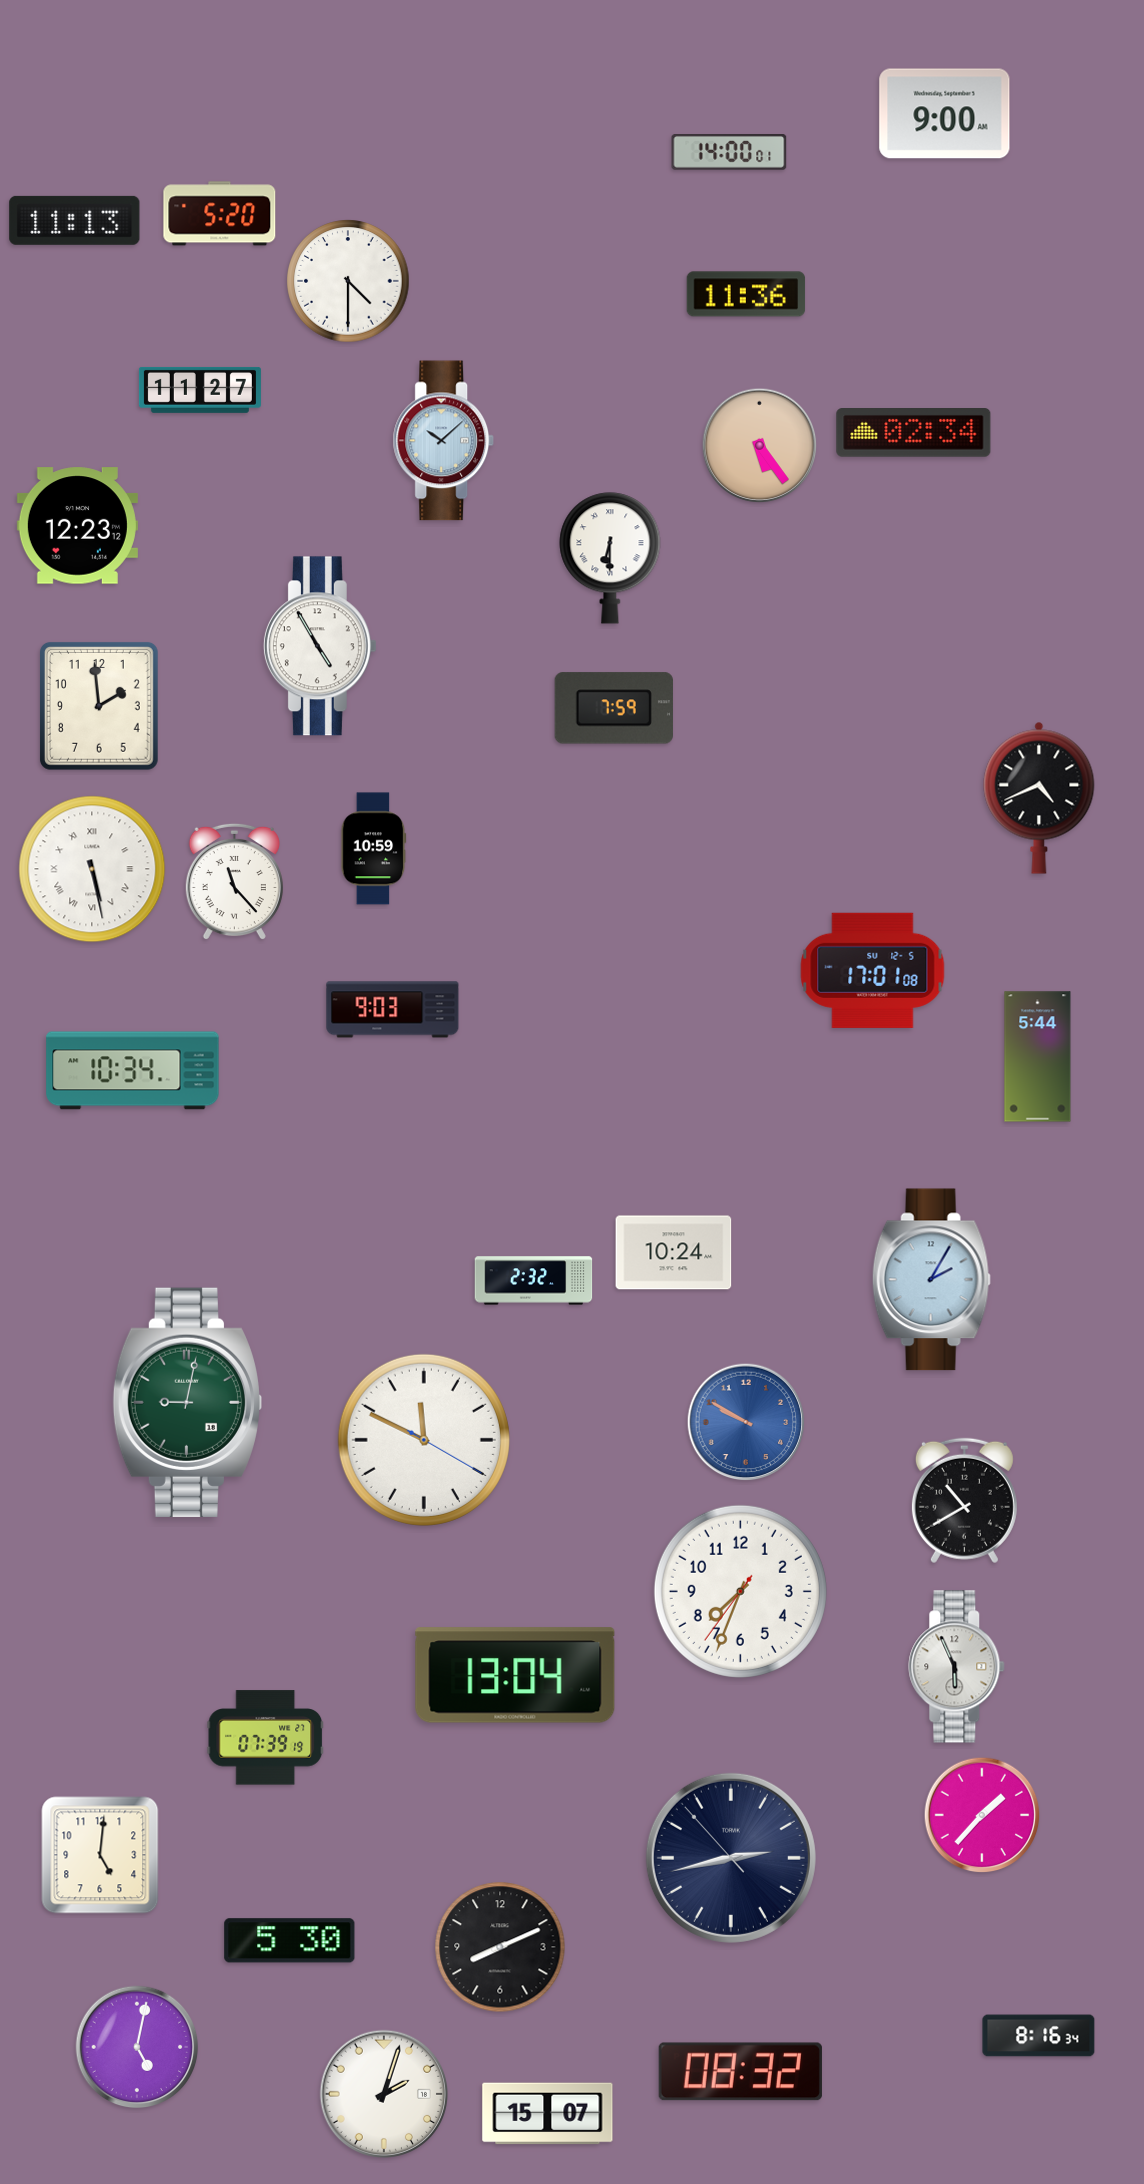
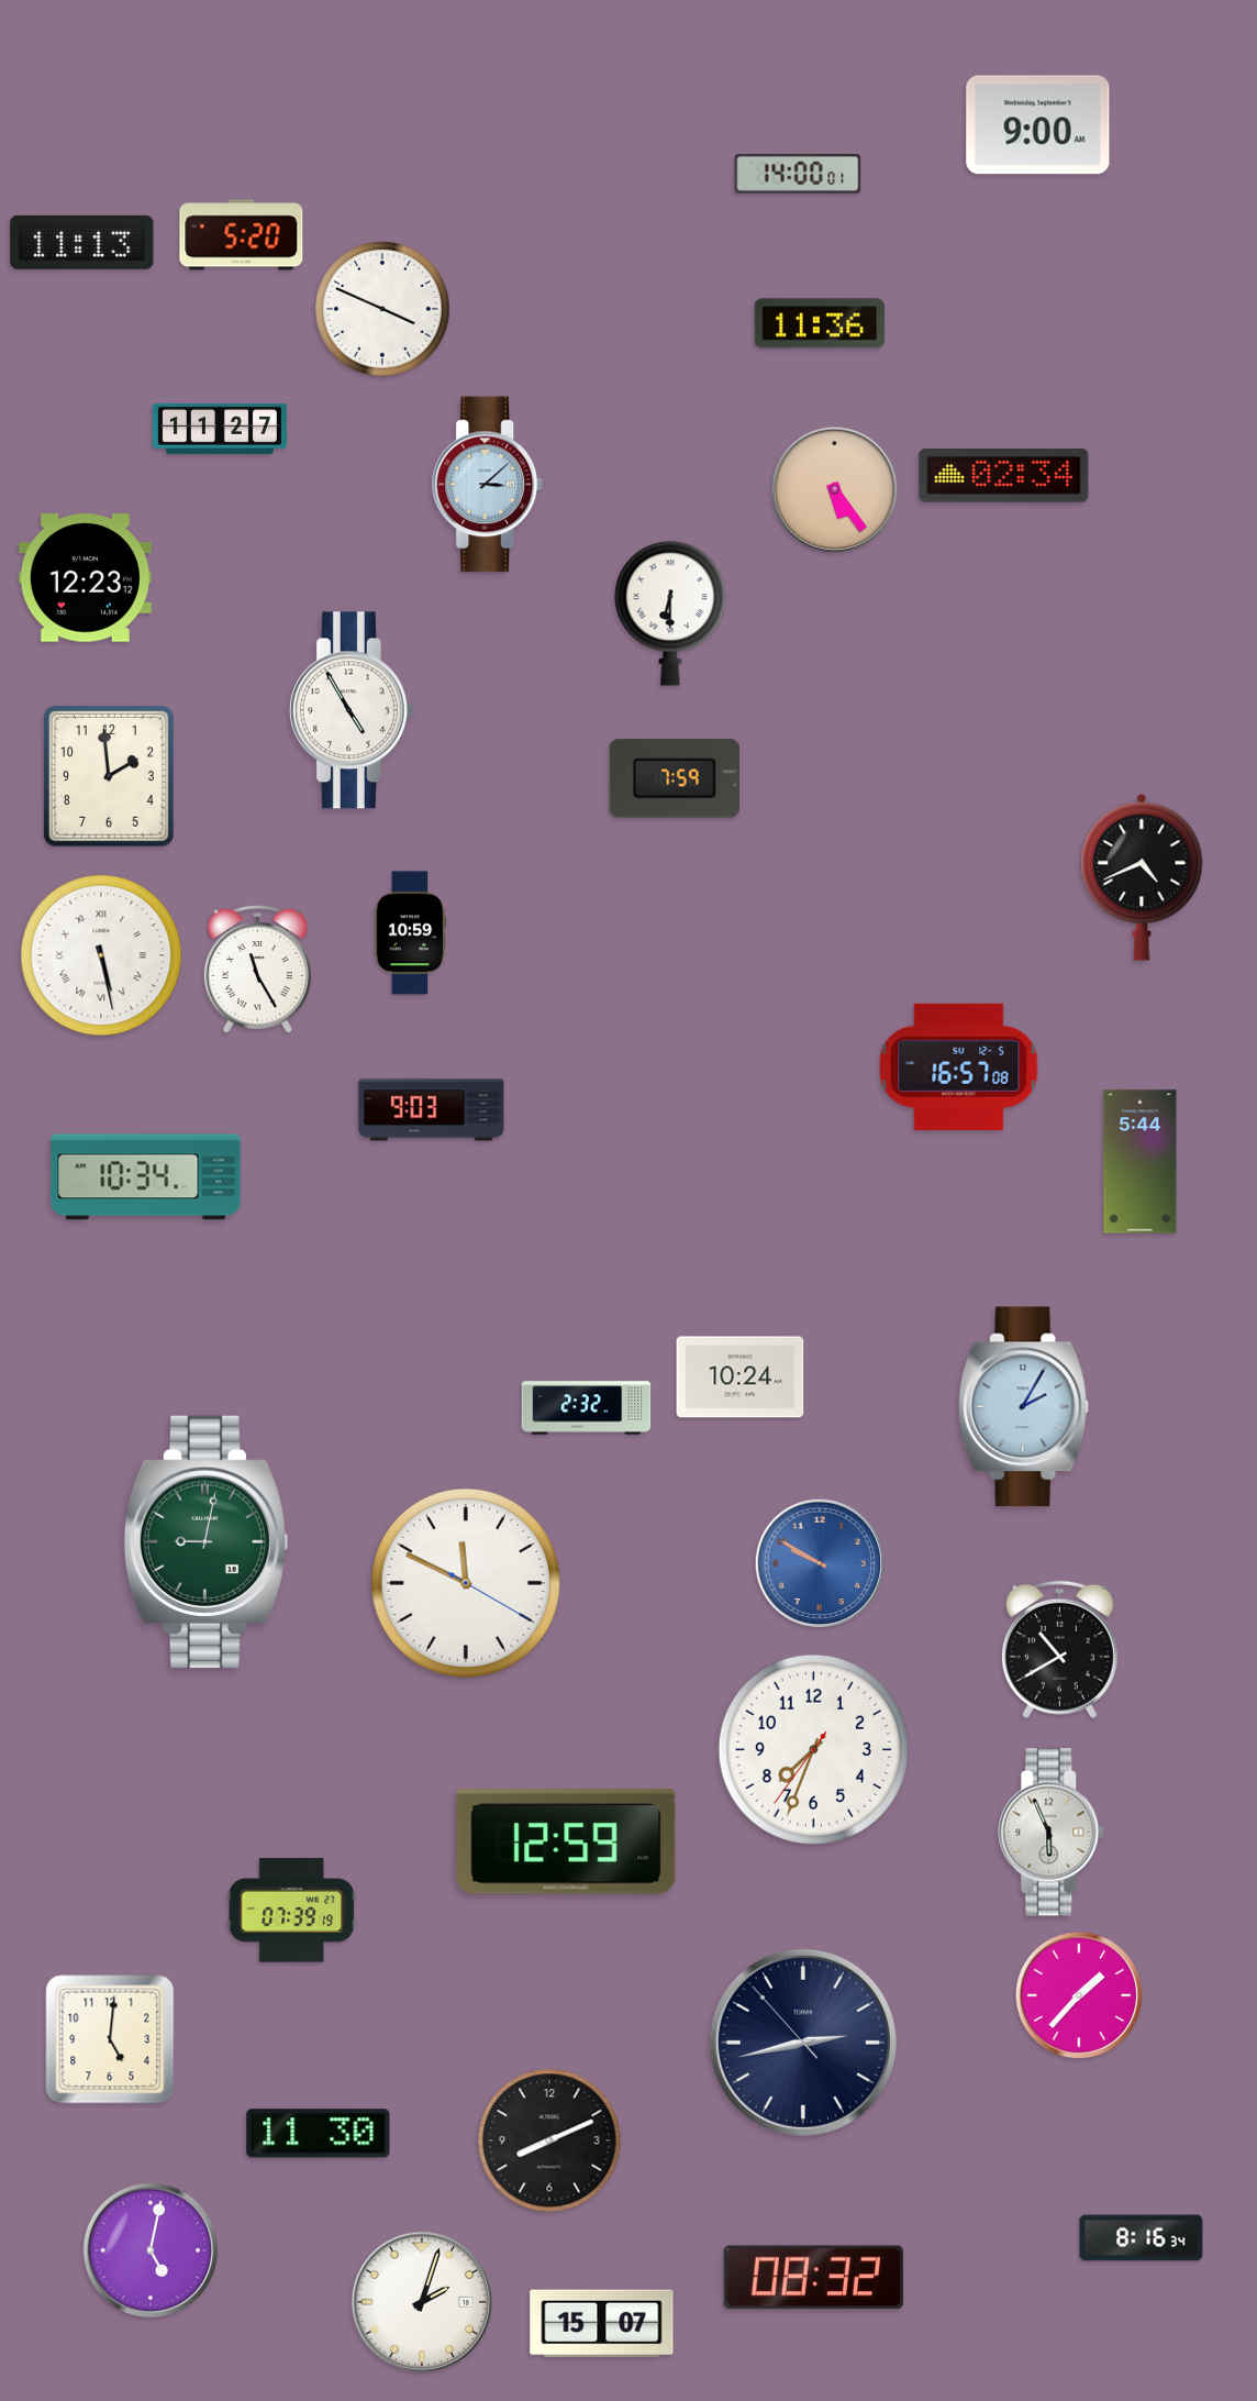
clock at (729, 153) position: (729, 153) -> (798, 175)
clock at (348, 281): 4:30 -> 3:49
clock at (444, 441): 10:08 -> 3:08
clock at (234, 882): 11:23 -> 11:25
clock at (873, 970): 17:01 -> 16:57
clock at (515, 1675): 13:04 -> 12:59
clock at (290, 1941): 5:30 -> 11:30
